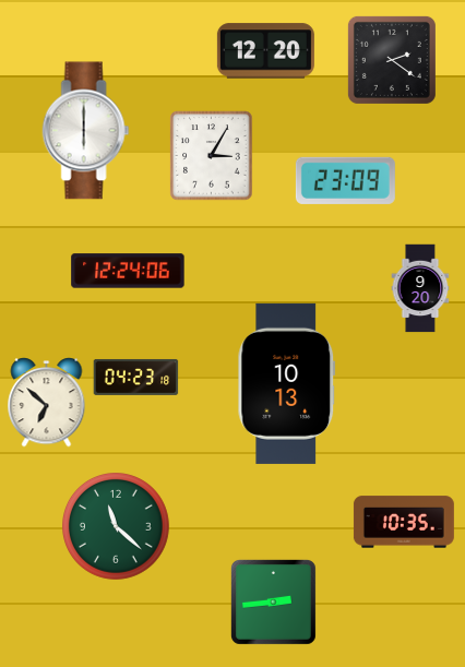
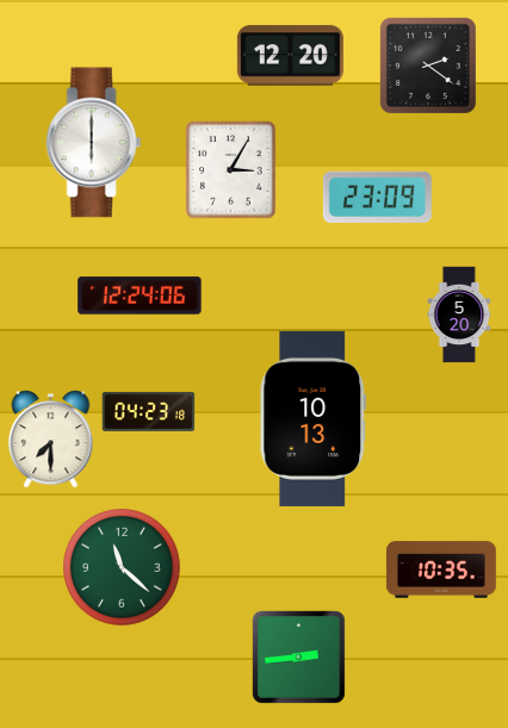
clock at (420, 288): 9:20 -> 5:20
clock at (47, 402): 6:52 -> 7:30
clock at (117, 527) position: (117, 527) -> (123, 568)
